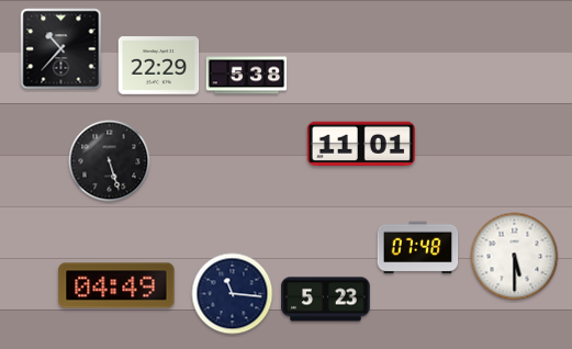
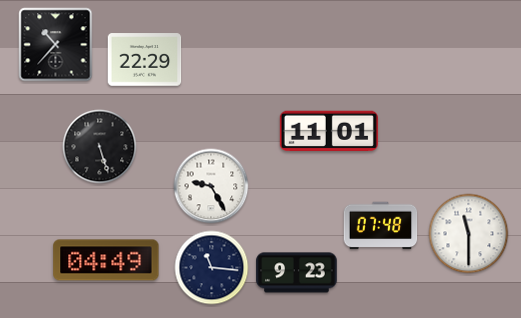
clock at (247, 76): 5:38 -> none
clock at (211, 186): none -> 9:25
clock at (515, 257): 5:30 -> 11:30
clock at (326, 300): 5:23 -> 9:23
